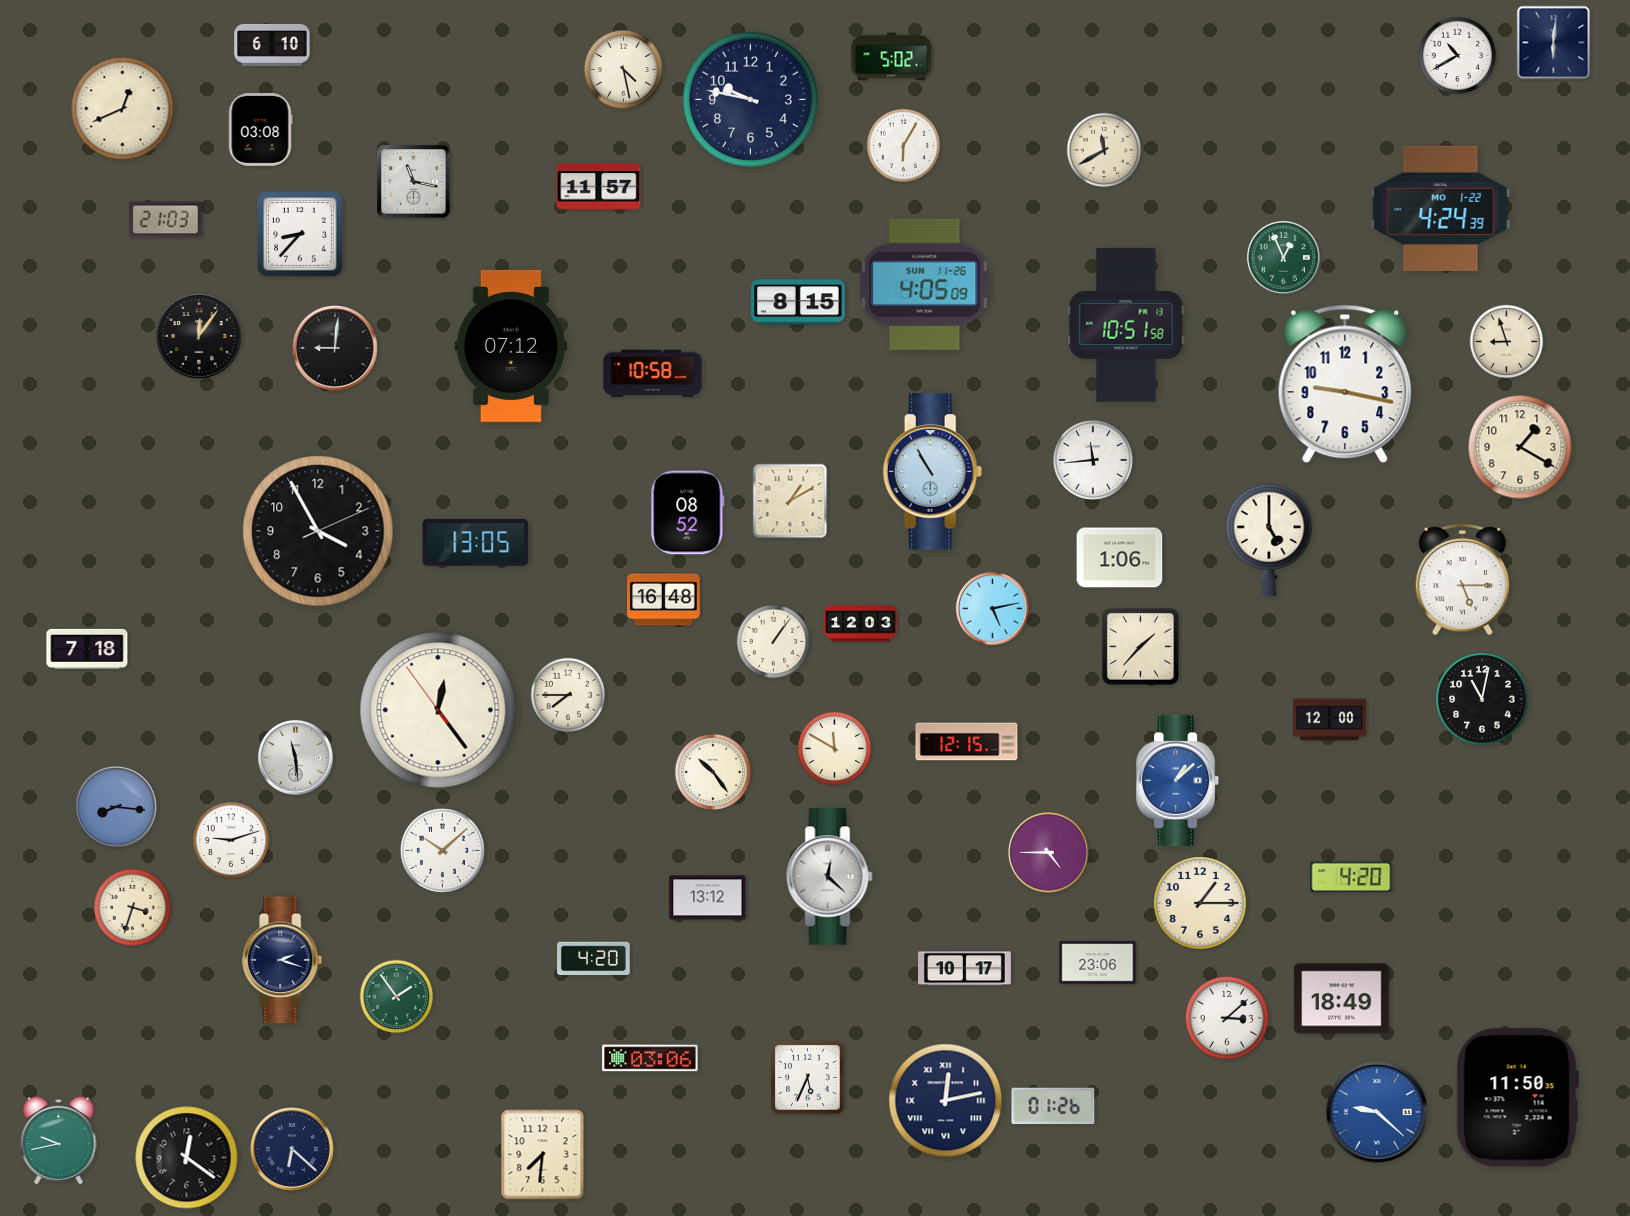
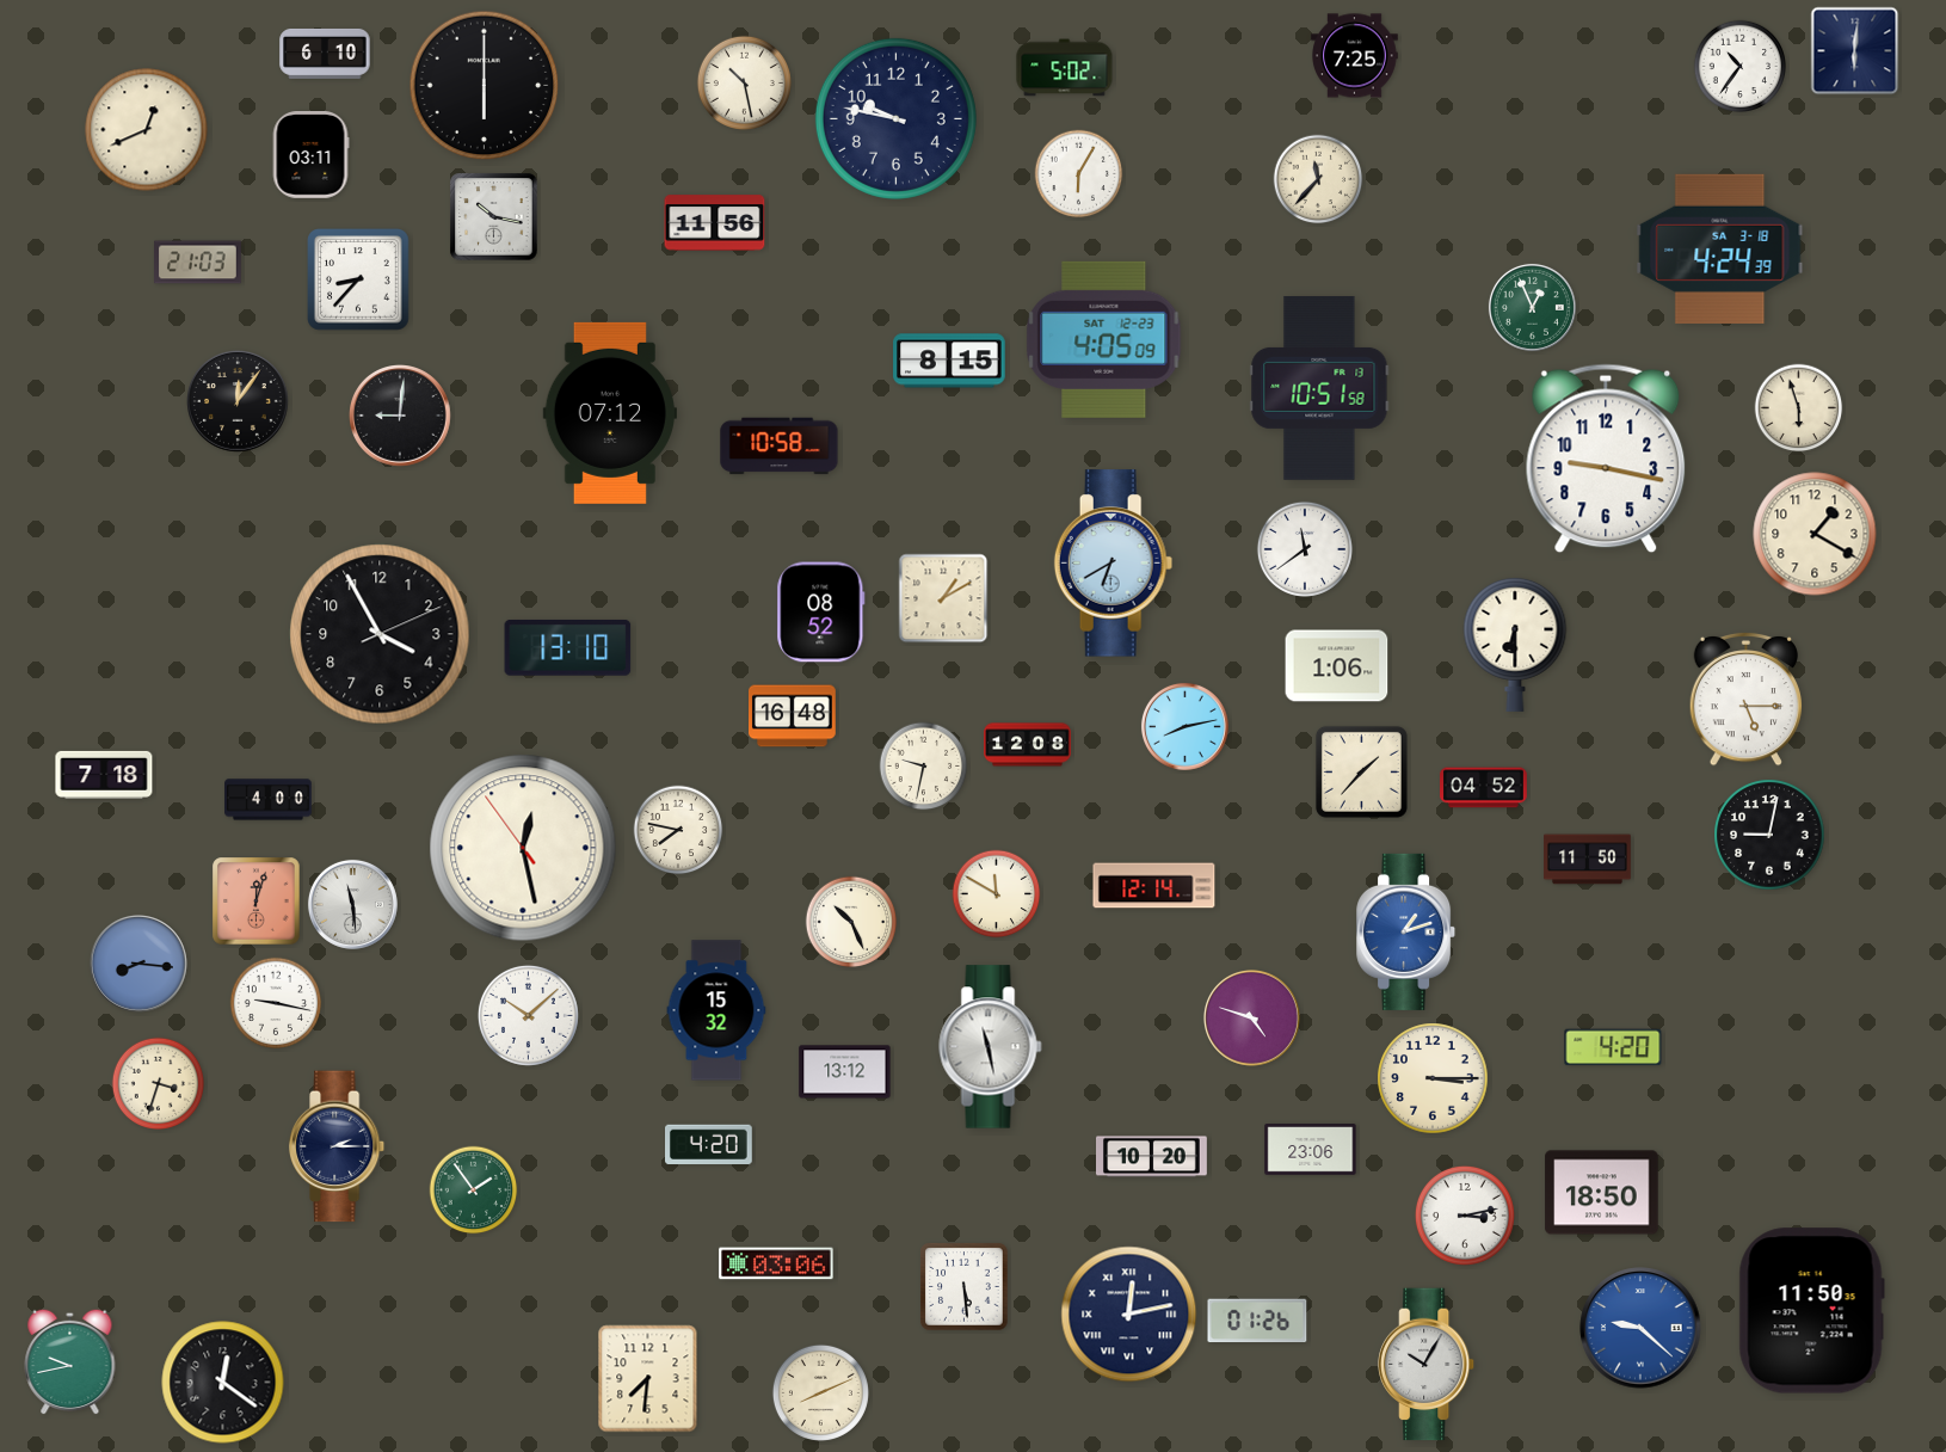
clock at (1355, 56): none -> 7:25
clock at (1458, 56): 10:40 -> 10:36
clock at (623, 69): 4:28 -> 10:28
clock at (485, 86): none -> 6:00
clock at (260, 130): 03:08 -> 03:11
clock at (1104, 150): 11:40 -> 11:37
clock at (414, 182): 11:17 -> 10:17
clock at (599, 187): 11:57 -> 11:56
clock at (1441, 208) date: MO 1-22 -> SA 3-18
clock at (925, 284) date: SUN 11-26 -> SAT 12-23
clock at (798, 302) position: (798, 302) -> (949, 361)
clock at (1126, 325) position: (1126, 325) -> (1319, 388)
clock at (1507, 342): 8:57 -> 5:57
clock at (1093, 460): 11:44 -> 11:39
clock at (933, 472): 10:55 -> 6:40
clock at (1269, 539): 5:00 -> 6:30
clock at (476, 542): 13:05 -> 13:10
clock at (1462, 579) position: (1462, 579) -> (1745, 699)
clock at (992, 608): 5:13 -> 8:13
clock at (861, 624): 12:03 -> 12:08
clock at (774, 642): 1:06 -> 9:32
clock at (1484, 788): none -> 04:52
clock at (269, 800): none -> 4:00
clock at (568, 695): 7:45 -> 7:47
clock at (1482, 699): 11:02 -> 9:02
clock at (438, 710): 12:23 -> 12:27
clock at (1330, 720): 12:00 -> 11:50
clock at (967, 742): 12:15 -> 12:14
clock at (257, 902): none -> 12:03
clock at (713, 772): 10:24 -> 10:26
clock at (1178, 780): 1:08 -> 1:12
clock at (231, 840): 9:12 -> 9:17
clock at (716, 1010): none -> 15:32
clock at (1048, 852): 4:45 -> 4:48
clock at (830, 877): 12:22 -> 11:28
clock at (1200, 903): 1:15 -> 3:15
clock at (283, 960): 2:18 -> 2:15
clock at (965, 969): 10:17 -> 10:20
clock at (1342, 999): 18:49 -> 18:50
clock at (1227, 1018): 3:08 -> 3:13
clock at (808, 1078): 5:34 -> 5:29
clock at (1377, 1112) position: (1377, 1112) -> (1640, 1328)
clock at (1428, 1365): none -> 10:05
clock at (293, 1150): 6:22 -> none
clock at (820, 1392): none -> 8:11
